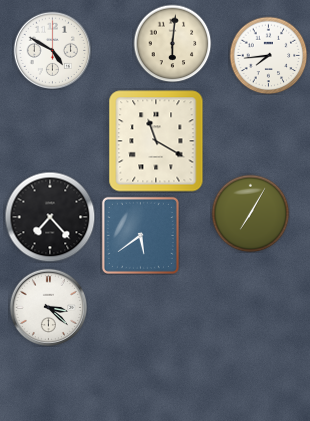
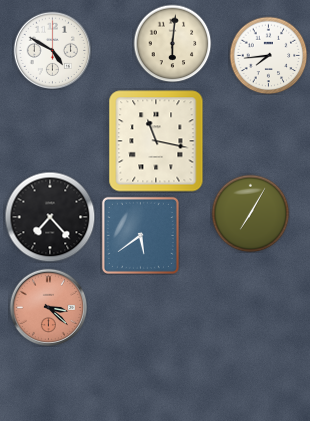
clock at (156, 141): 11:20 -> 11:17
clock at (48, 307) dial: white -> salmon
